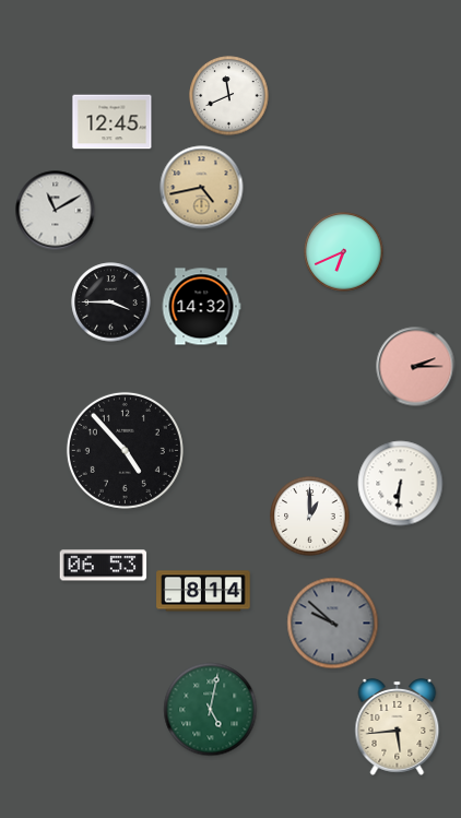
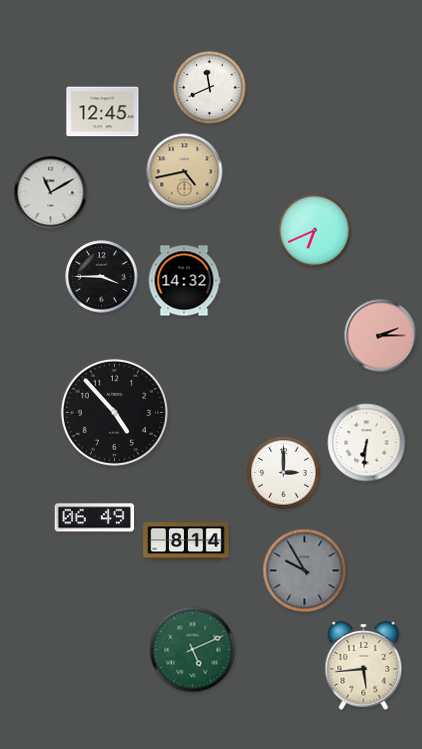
clock at (310, 517): 1:00 -> 3:00
clock at (104, 566): 06:53 -> 06:49
clock at (333, 624): 9:52 -> 9:55
clock at (211, 710): 5:02 -> 5:11
